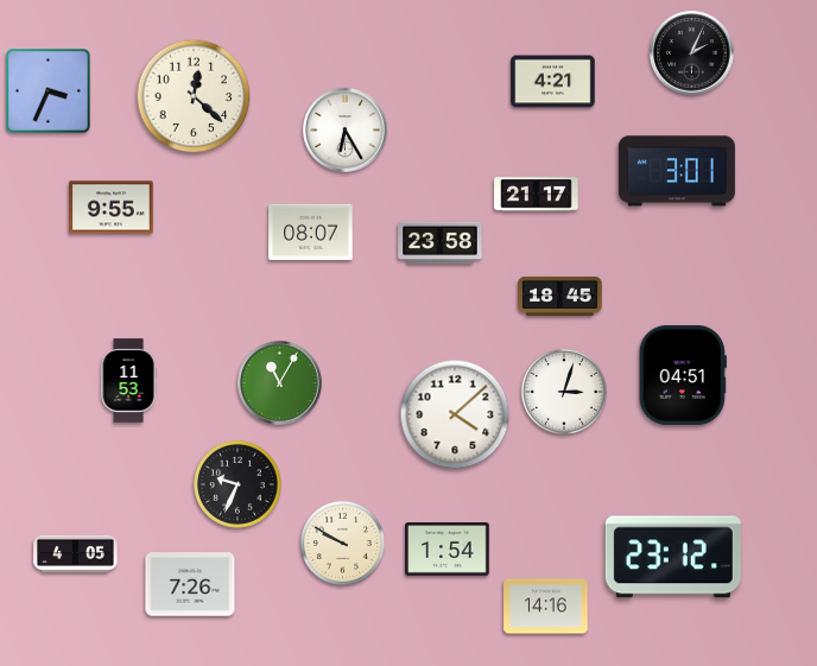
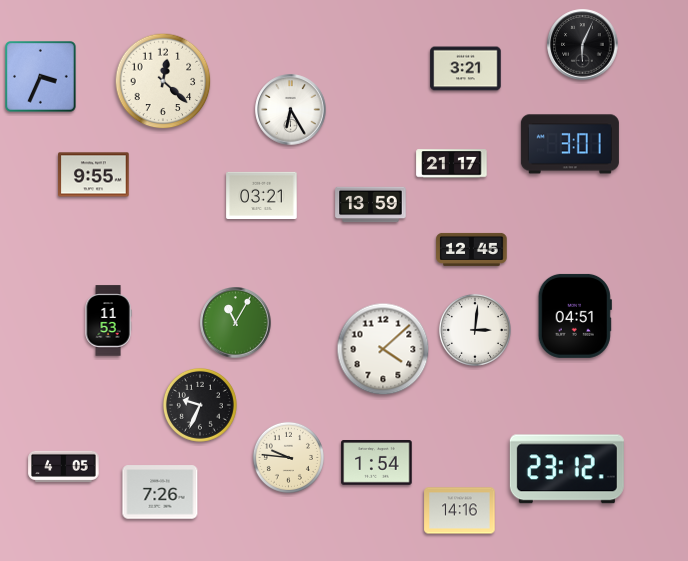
clock at (692, 53): 2:04 -> 6:04
clock at (553, 82): 4:21 -> 3:21
clock at (311, 231): 08:07 -> 03:21
clock at (441, 243): 23:58 -> 13:59
clock at (560, 296): 18:45 -> 12:45
clock at (564, 392): 3:03 -> 3:01
clock at (237, 484) position: (237, 484) -> (200, 405)
clock at (342, 543): 9:50 -> 9:46
